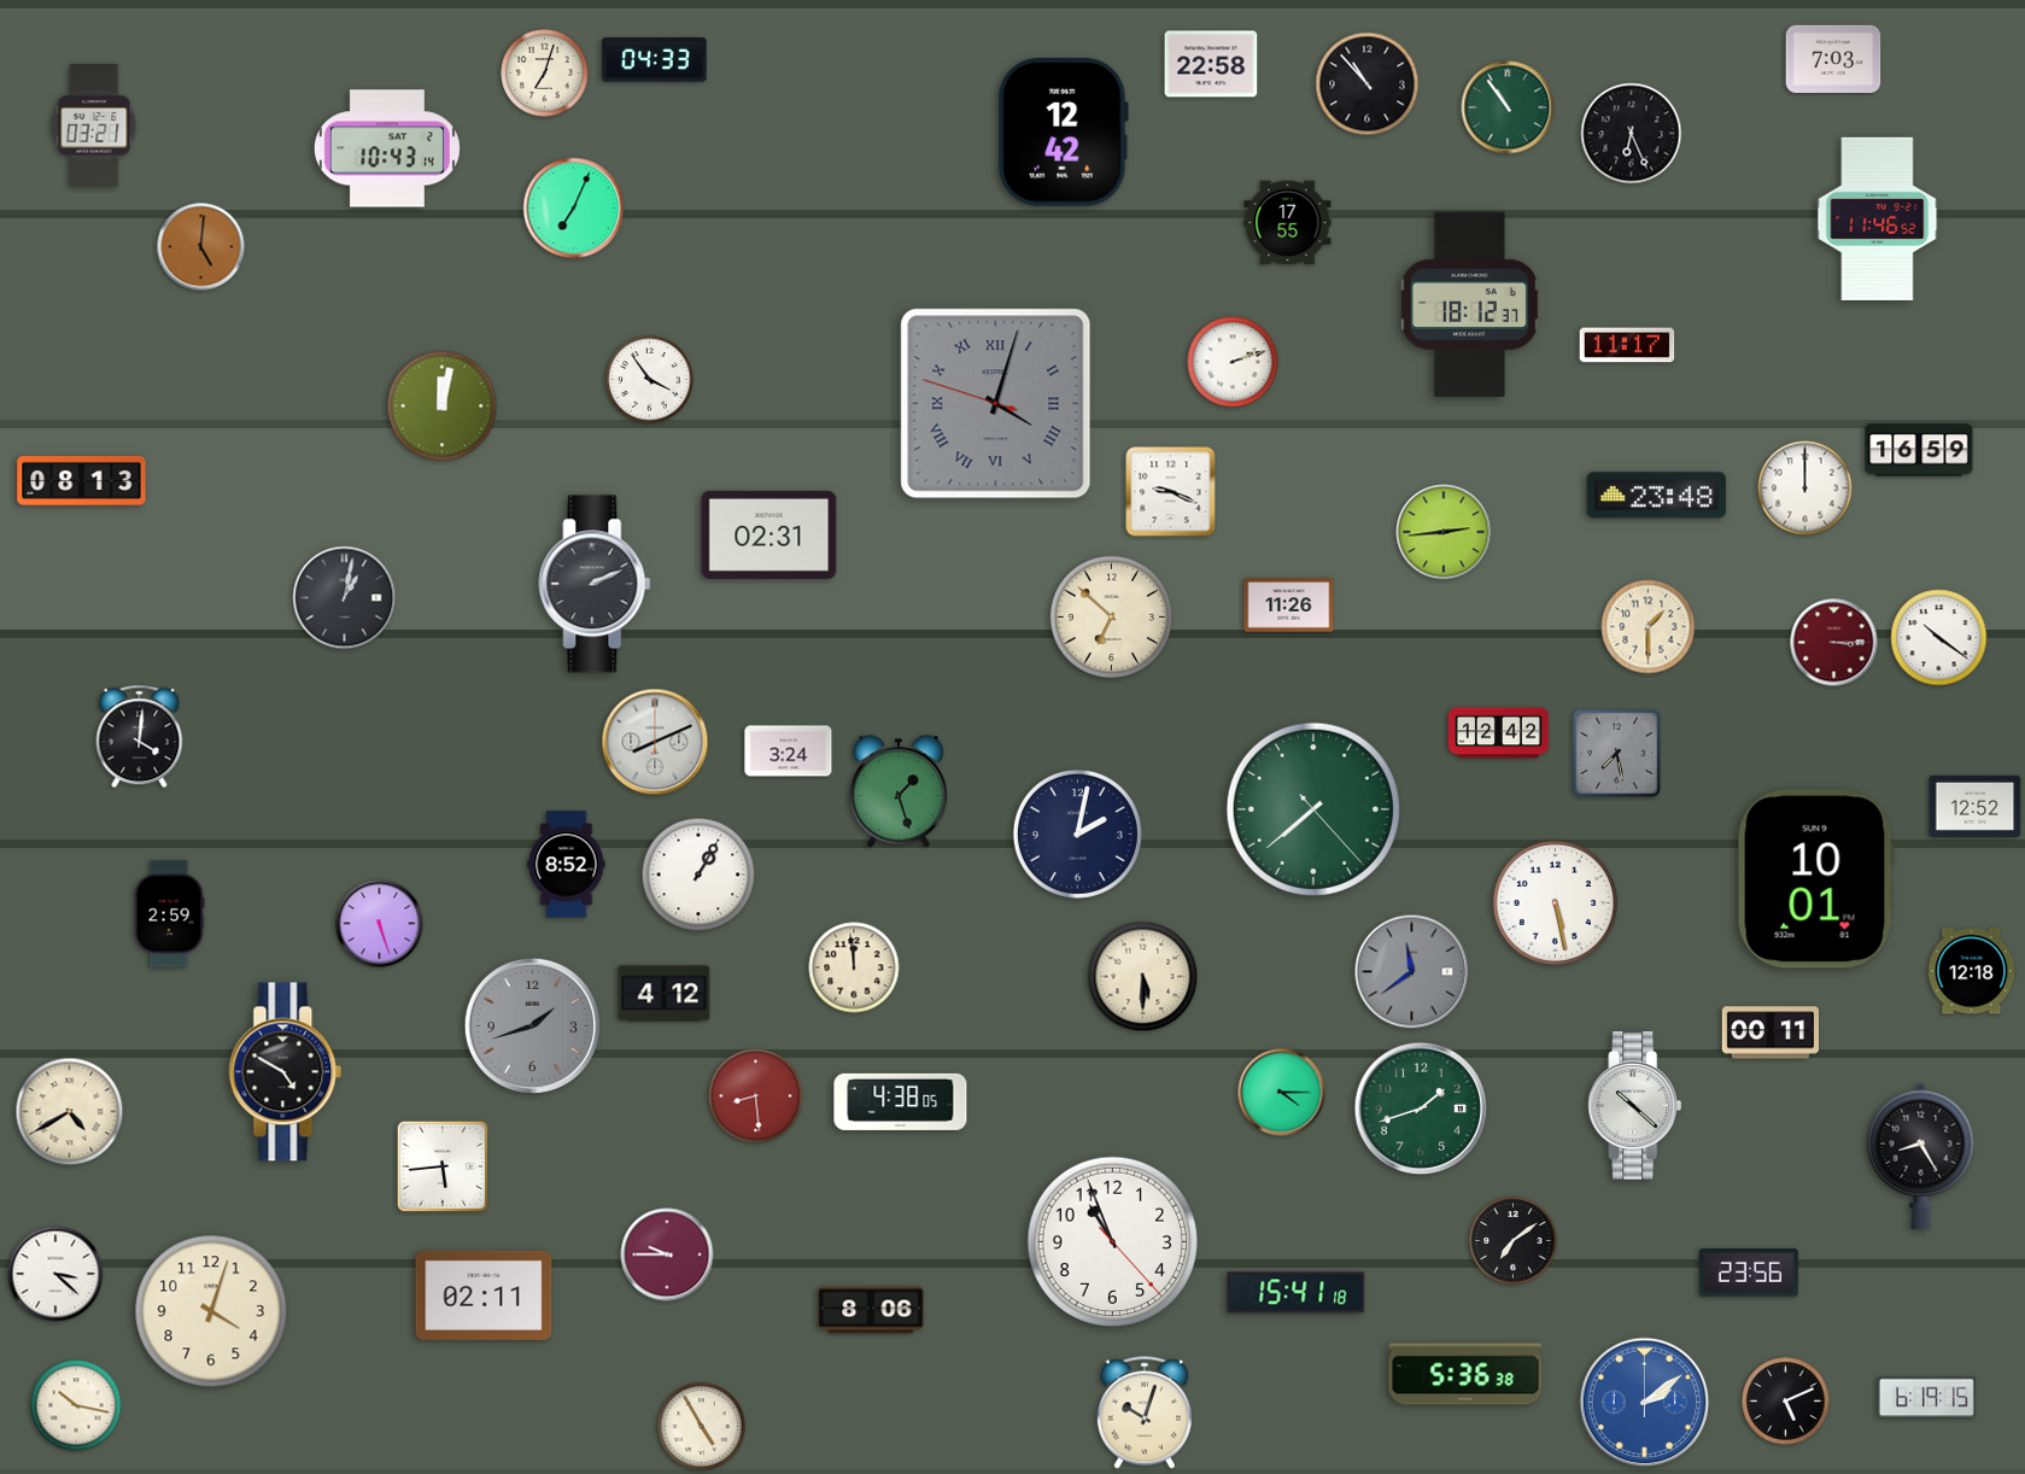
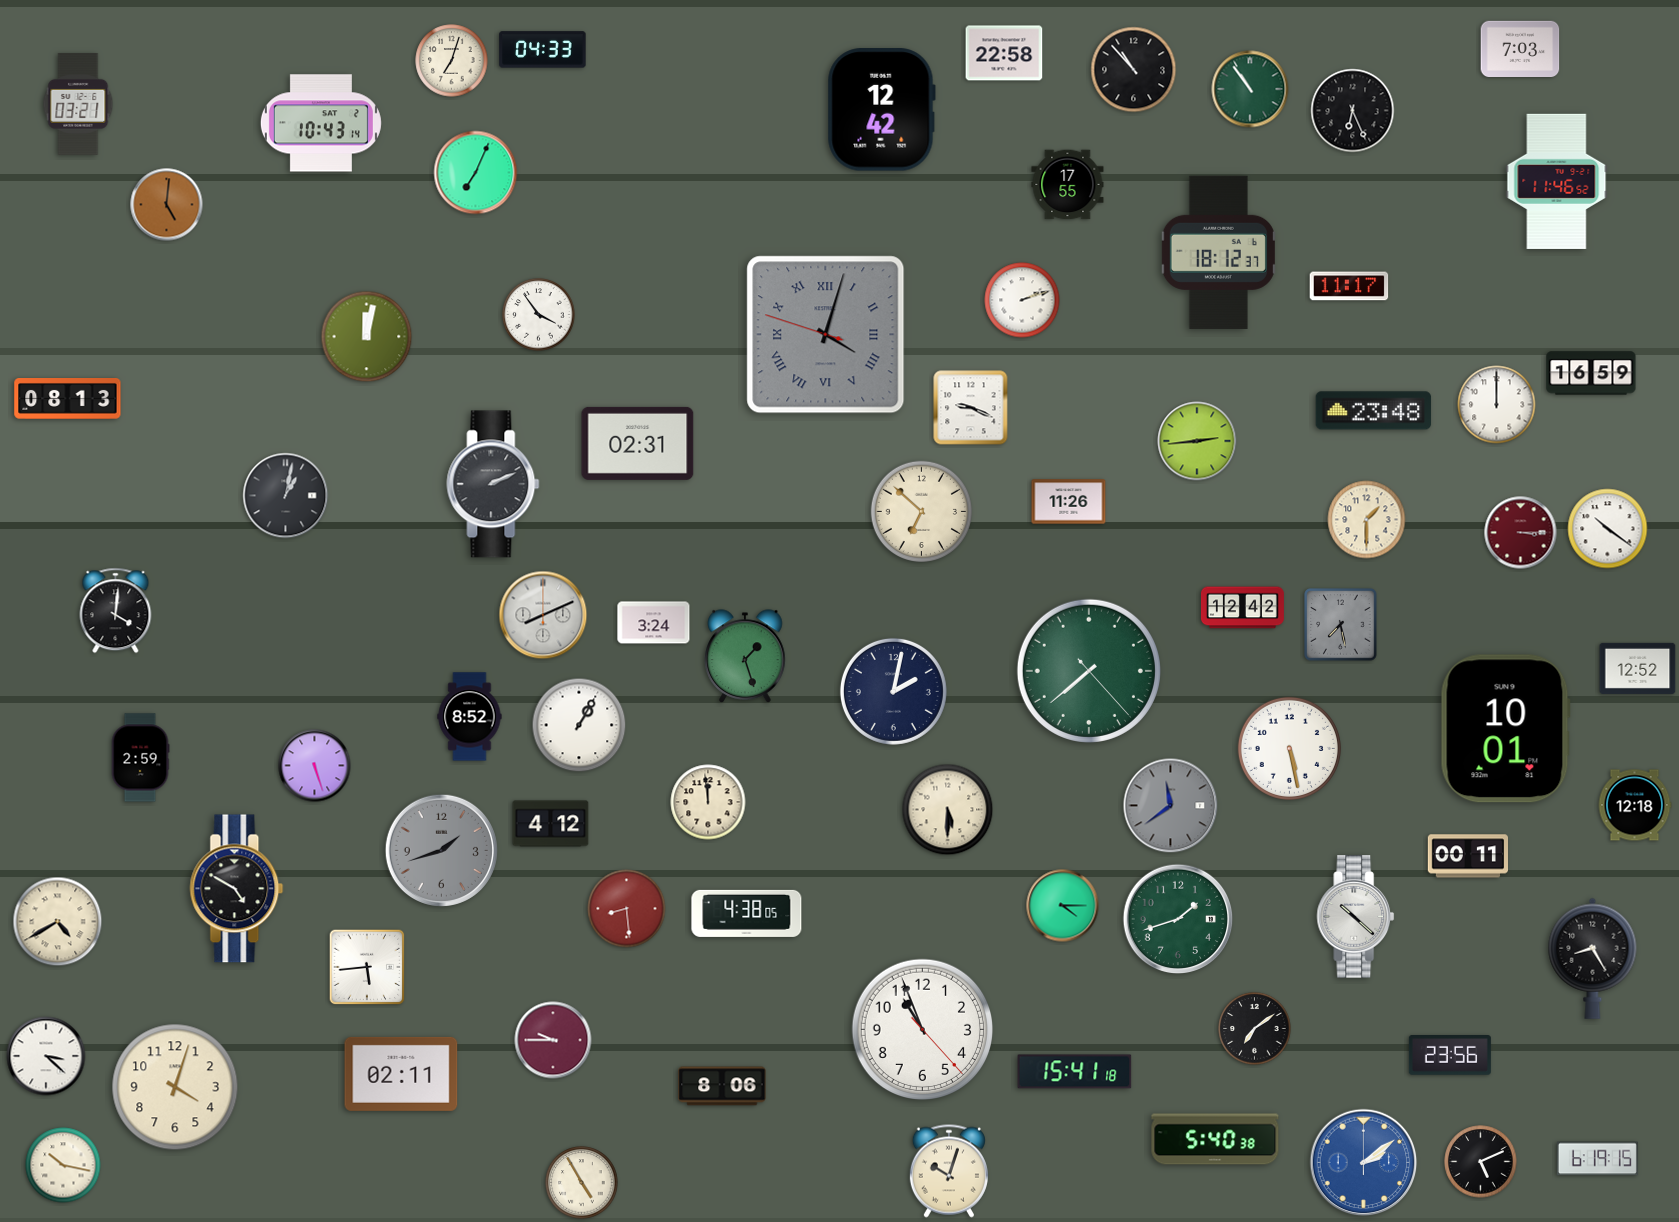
clock at (1465, 1374): 5:36 -> 5:40
